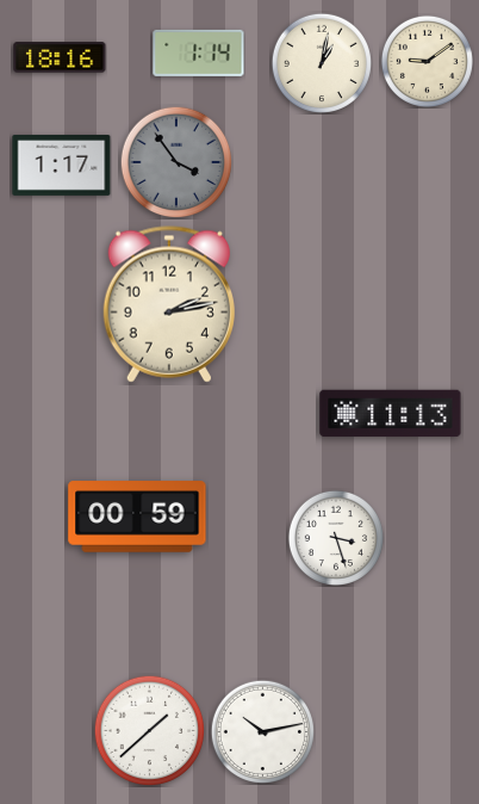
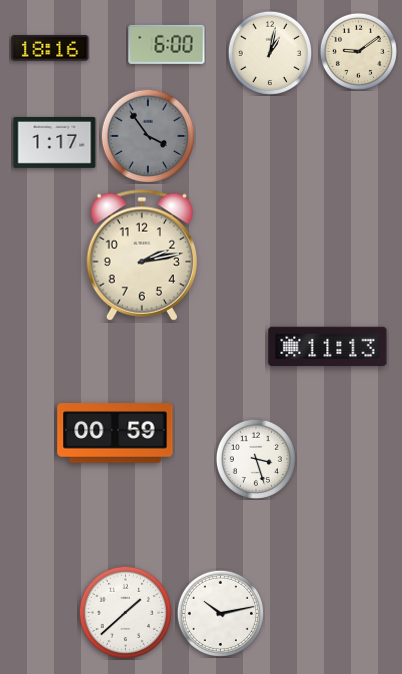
clock at (199, 52): 1:14 -> 6:00
clock at (62, 165) position: (62, 165) -> (55, 142)
clock at (336, 538) position: (336, 538) -> (256, 459)
